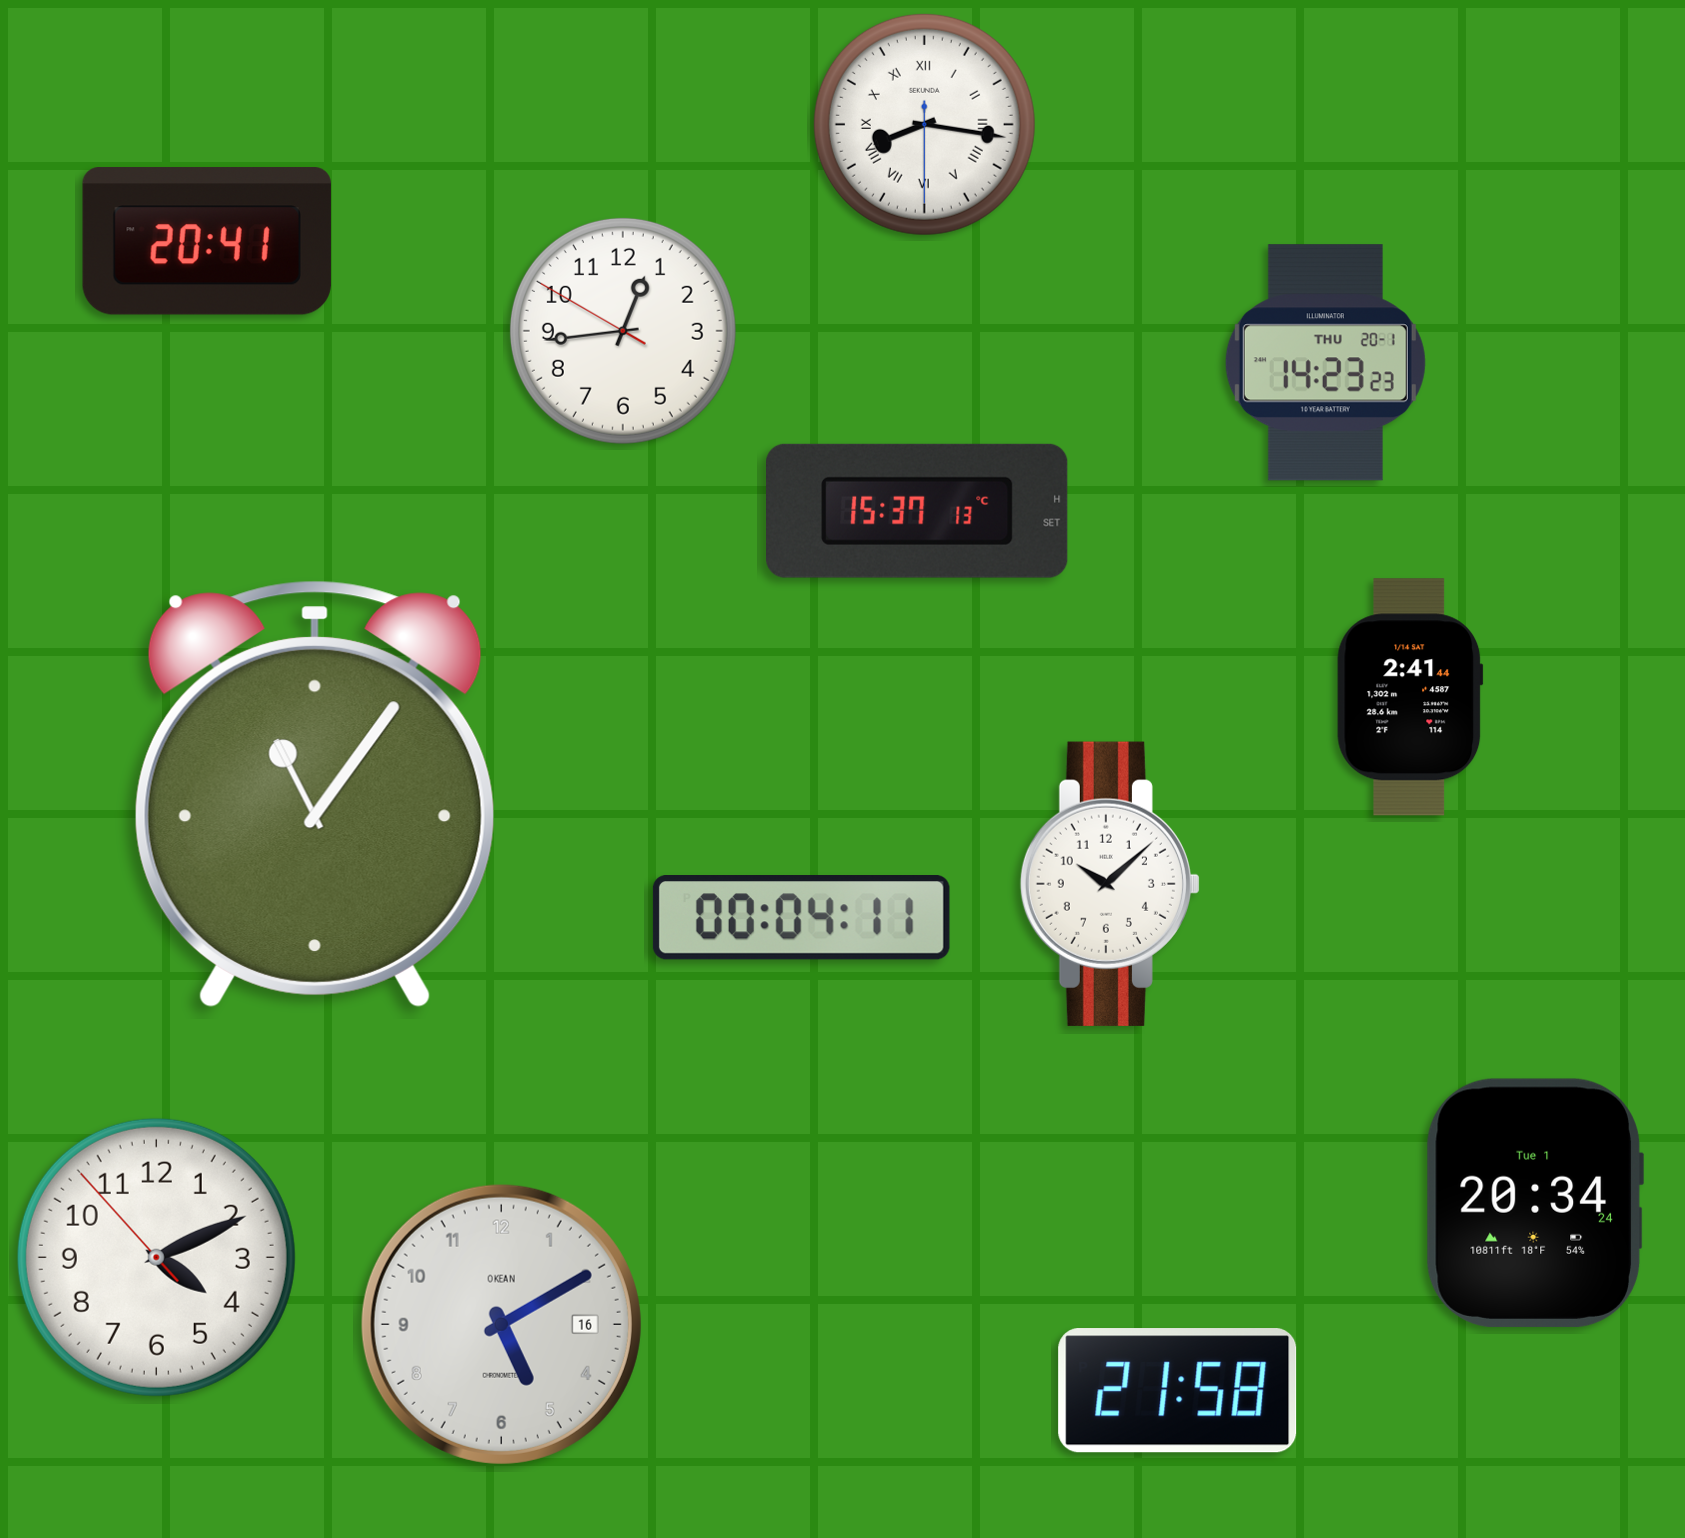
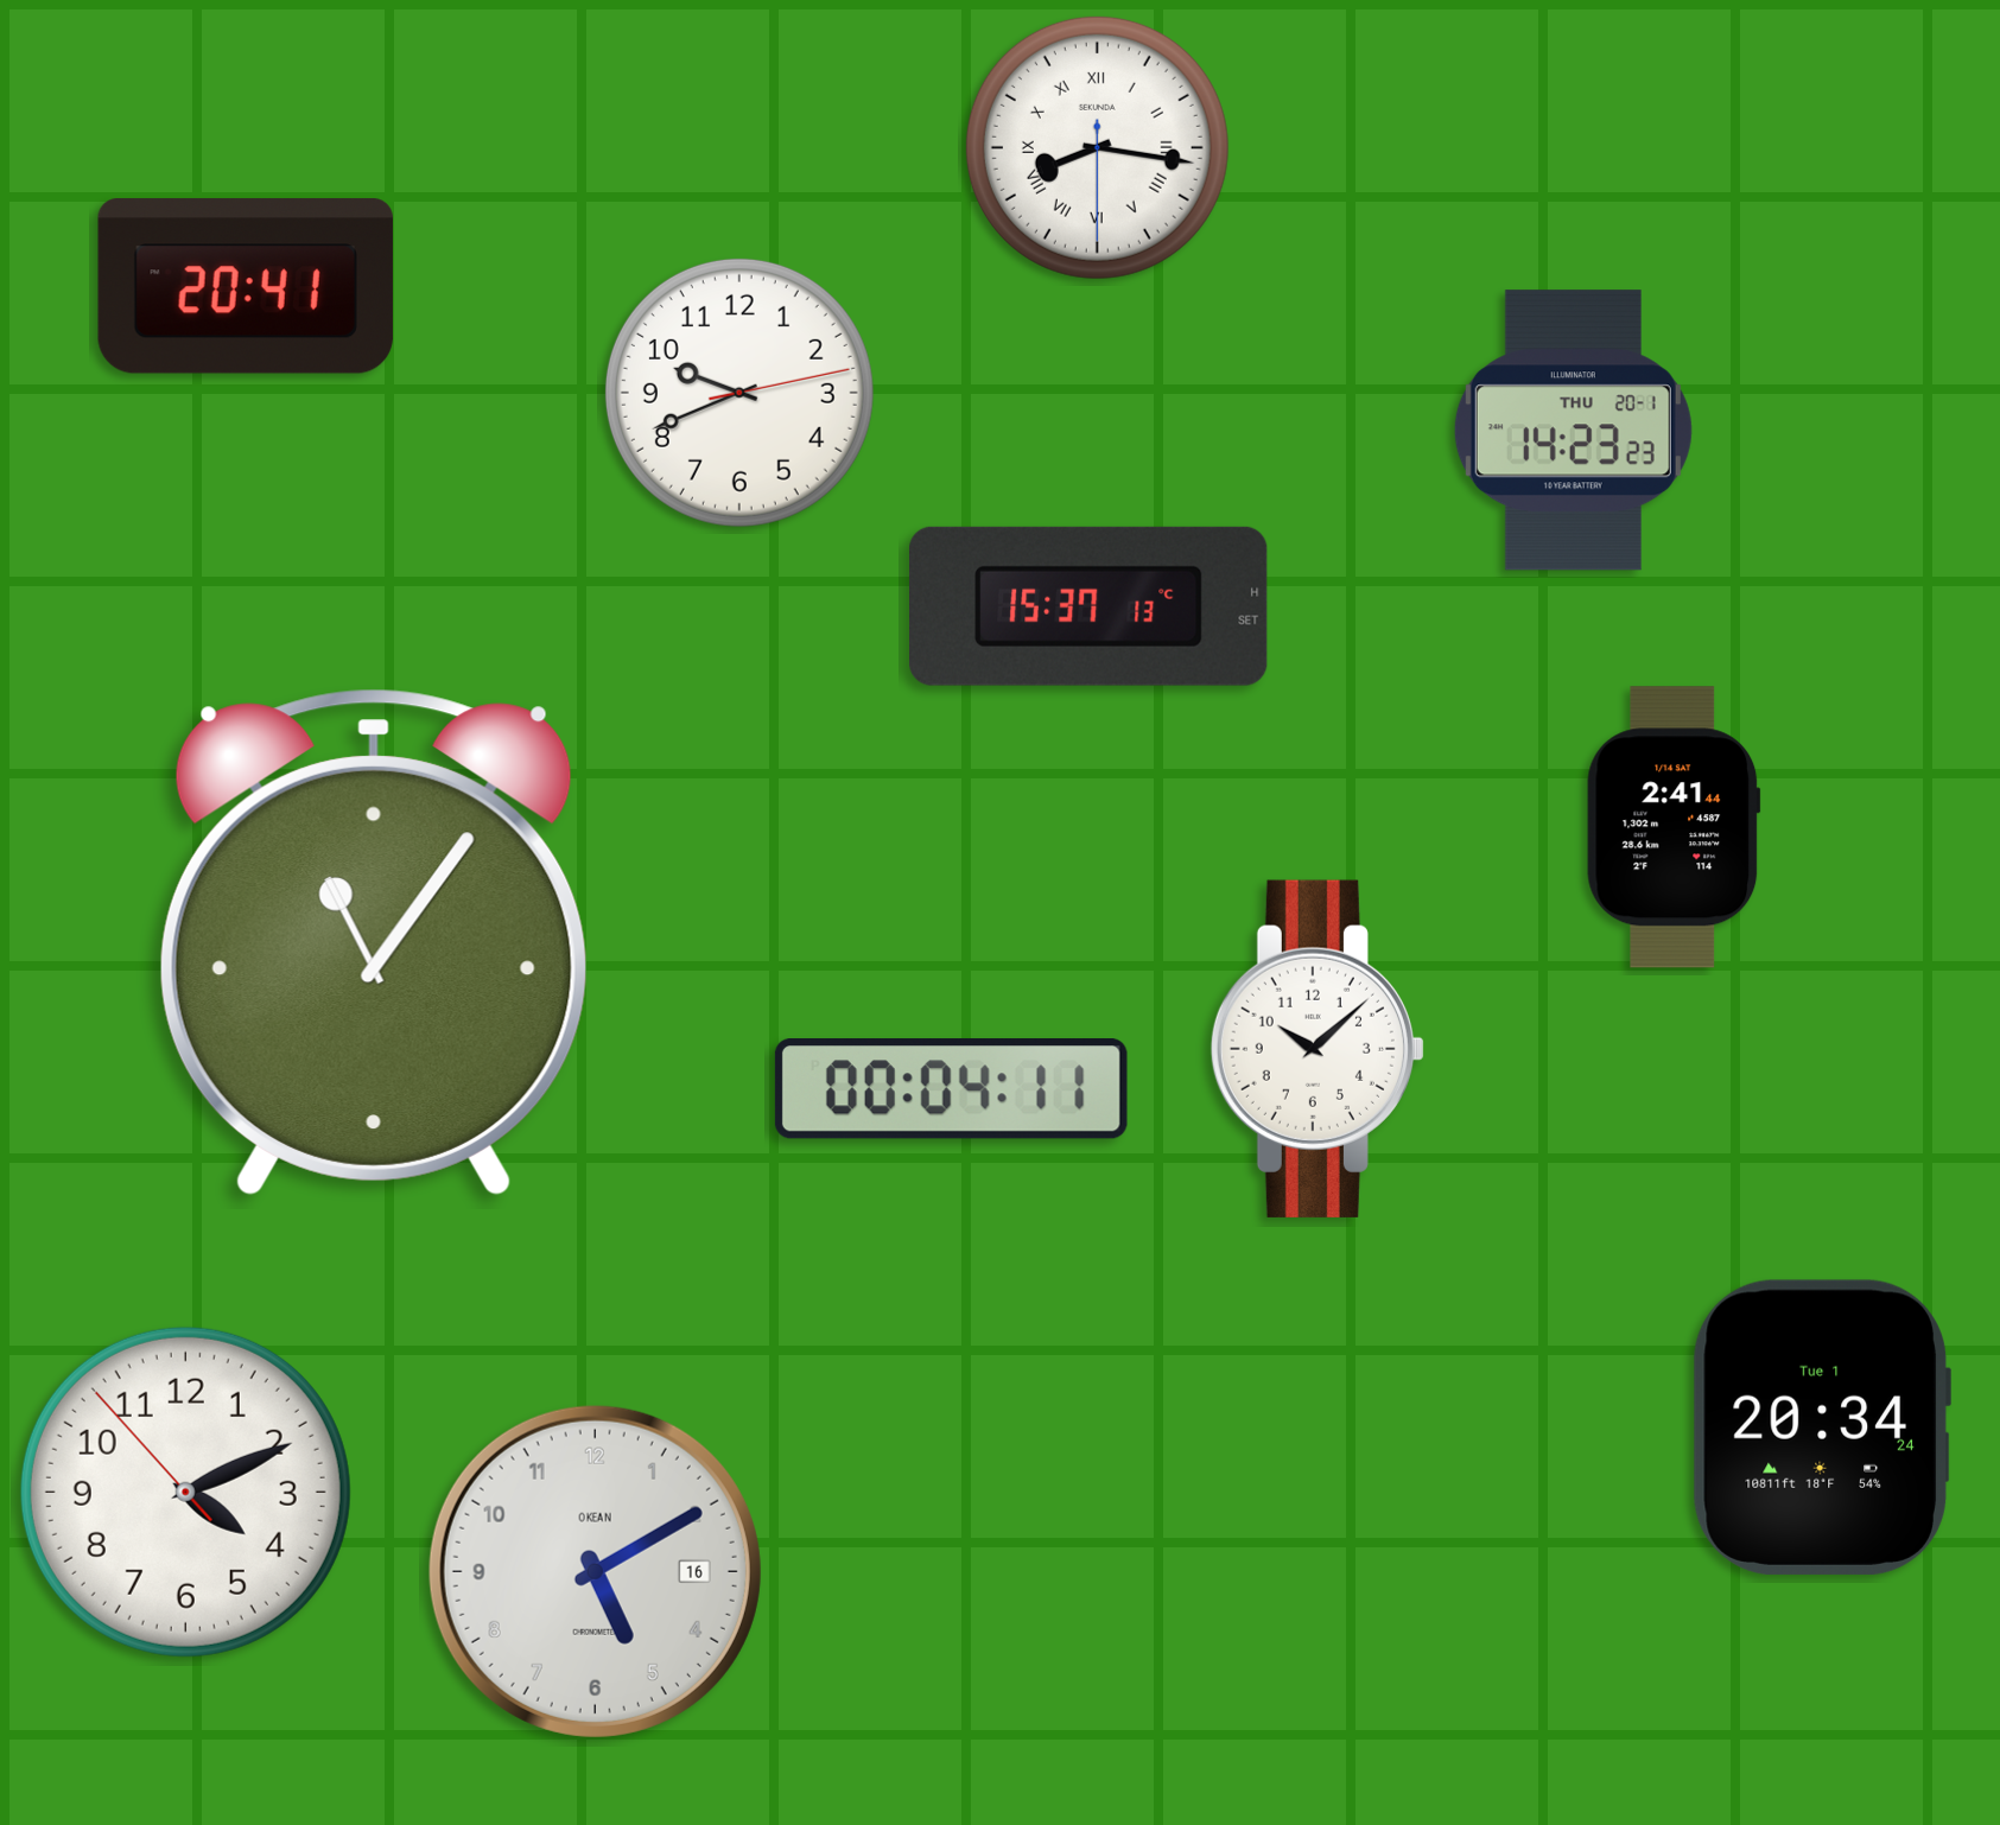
clock at (623, 331): 12:43 -> 9:41
clock at (1178, 1391): 21:58 -> none
